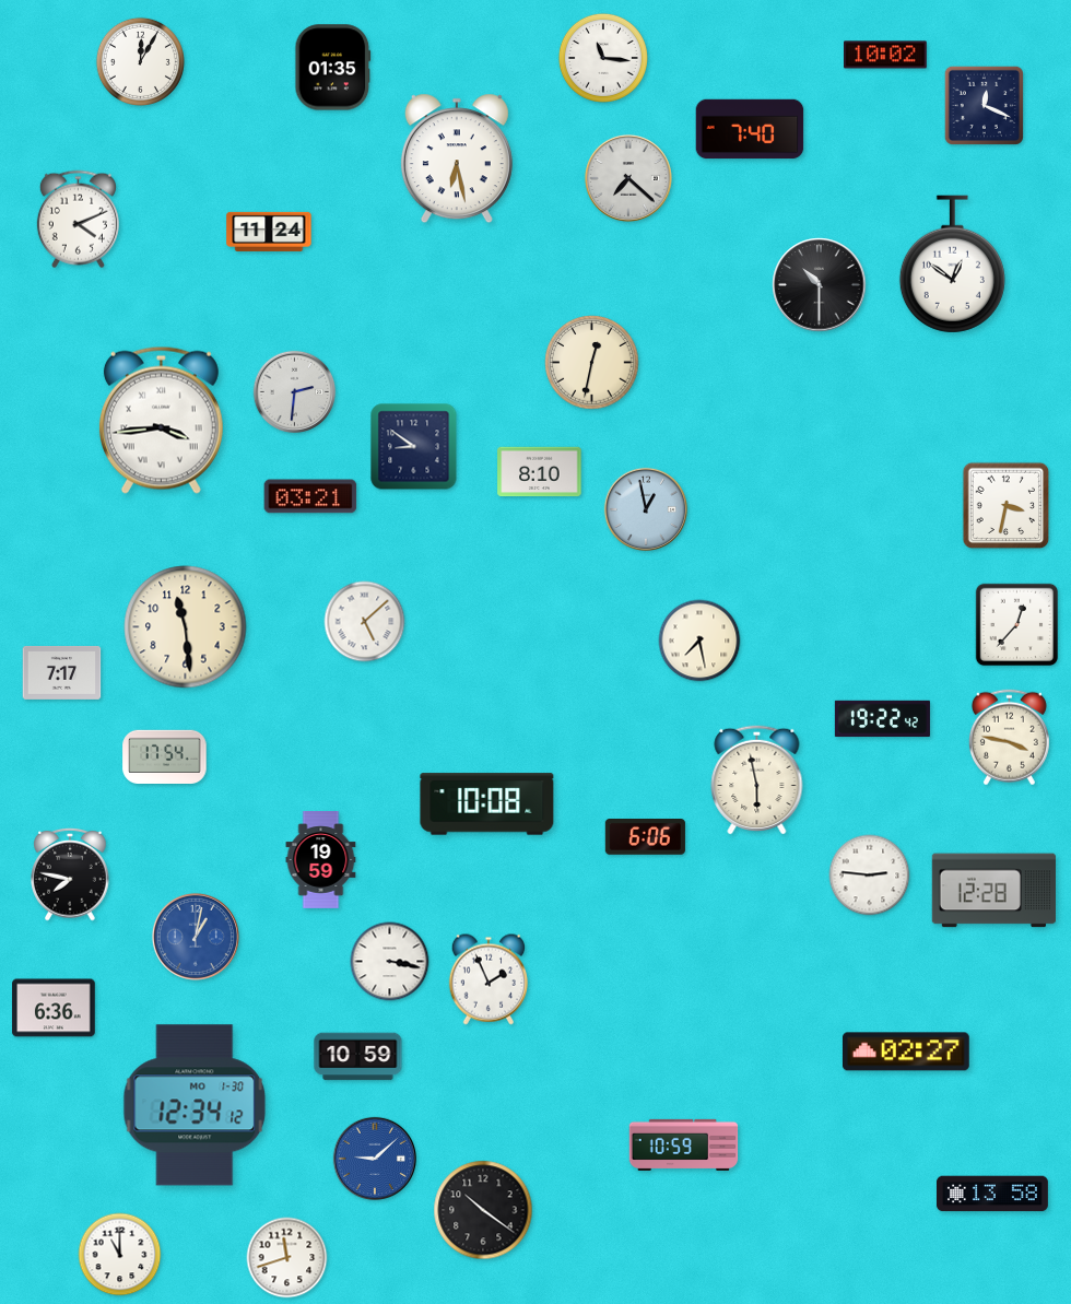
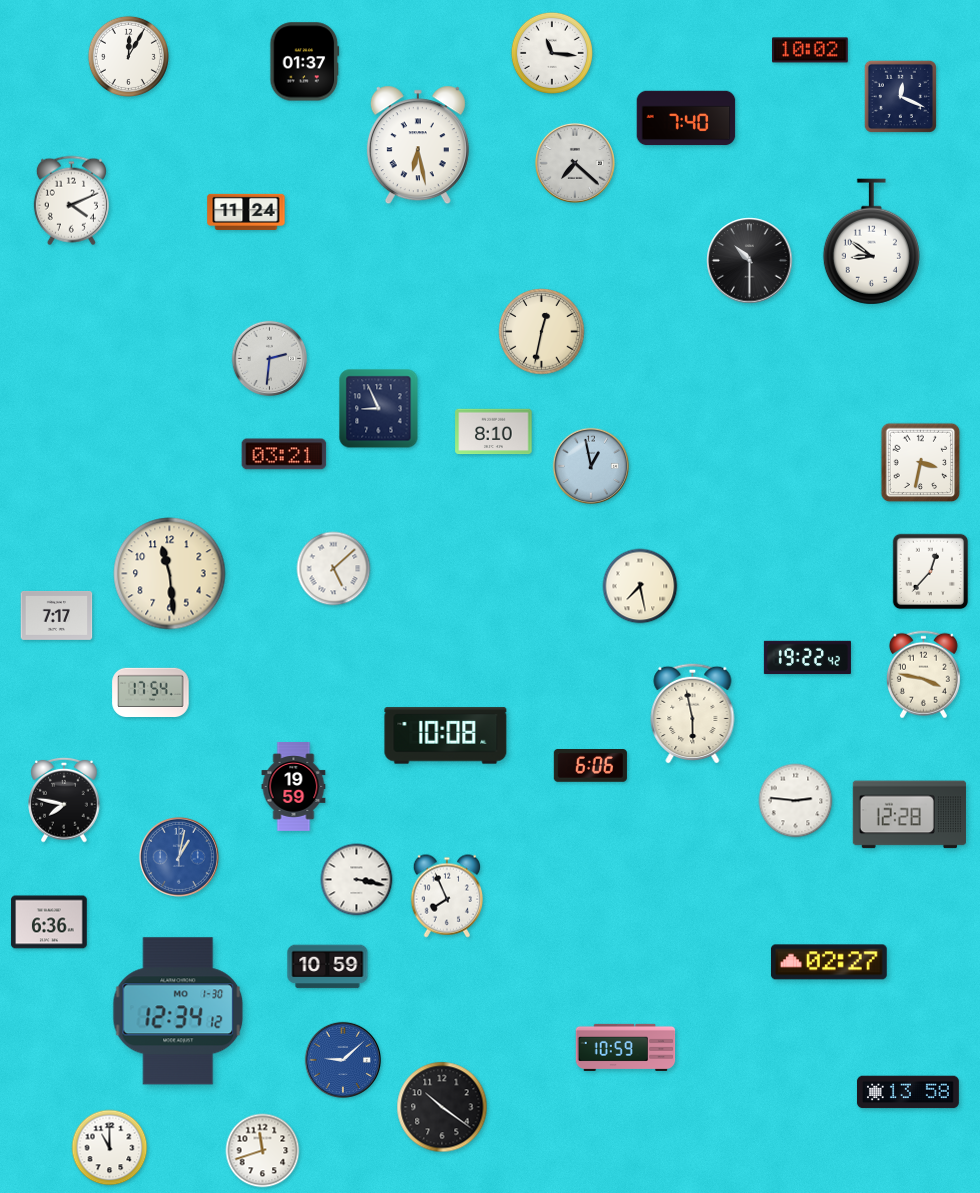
clock at (333, 68): 01:35 -> 01:37
clock at (952, 265): 12:51 -> 8:51
clock at (161, 420): 3:44 -> none
clock at (414, 447): 8:51 -> 8:56
clock at (487, 979): 1:56 -> 7:56
